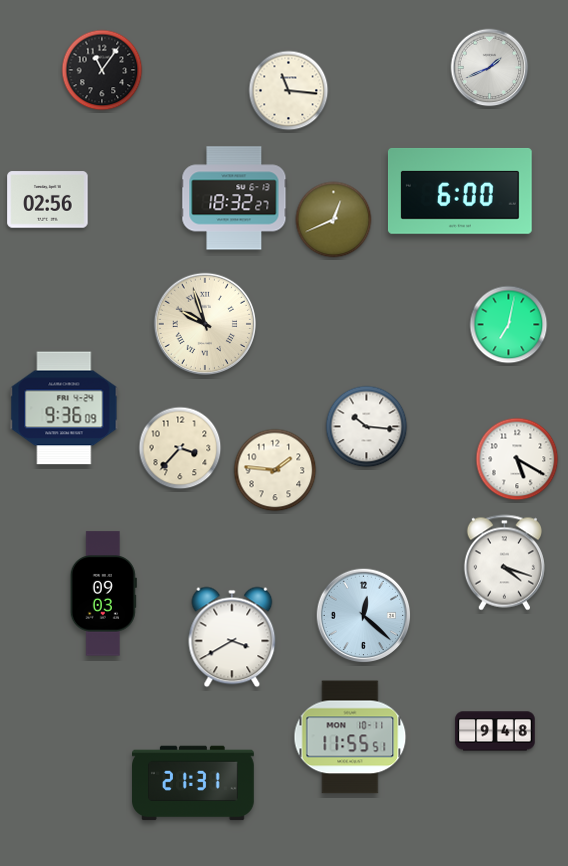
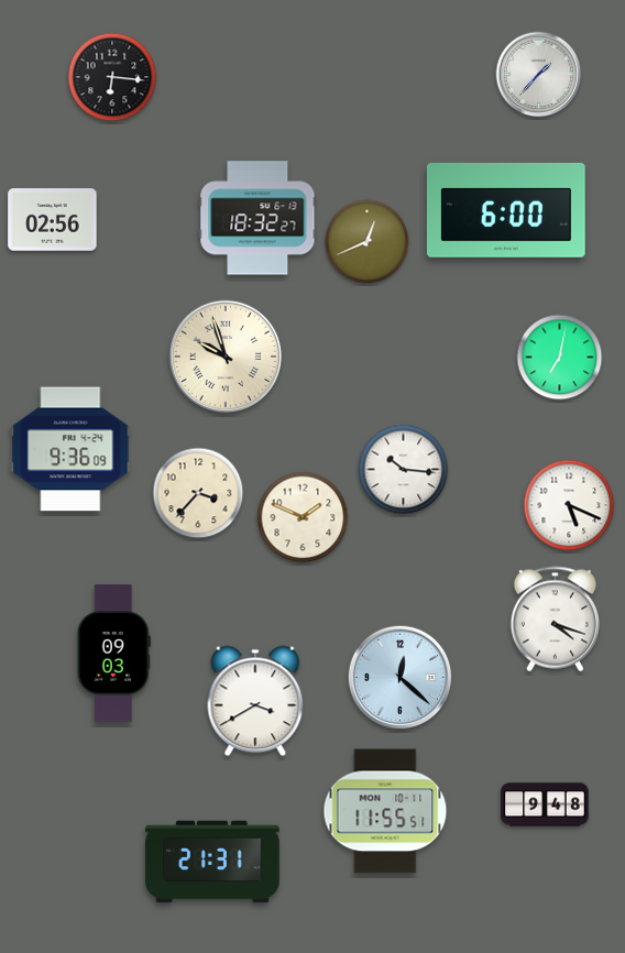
clock at (490, 68): 1:41 -> 1:37
clock at (102, 70): 11:06 -> 6:16
clock at (289, 91): 11:16 -> none
clock at (517, 459): 5:20 -> 5:19
clock at (275, 470): 1:46 -> 1:49
